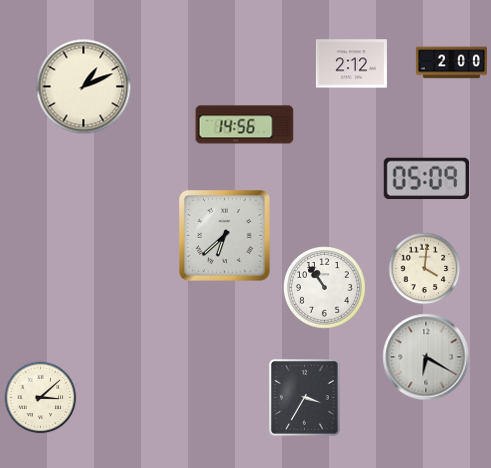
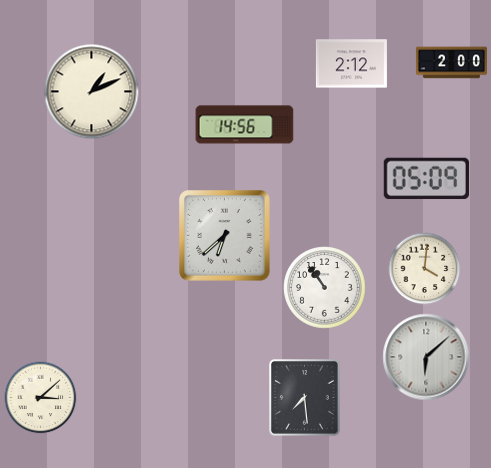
clock at (84, 87) position: (84, 87) -> (92, 92)
clock at (426, 357): 6:20 -> 6:08
clock at (305, 398): 3:35 -> 7:29
